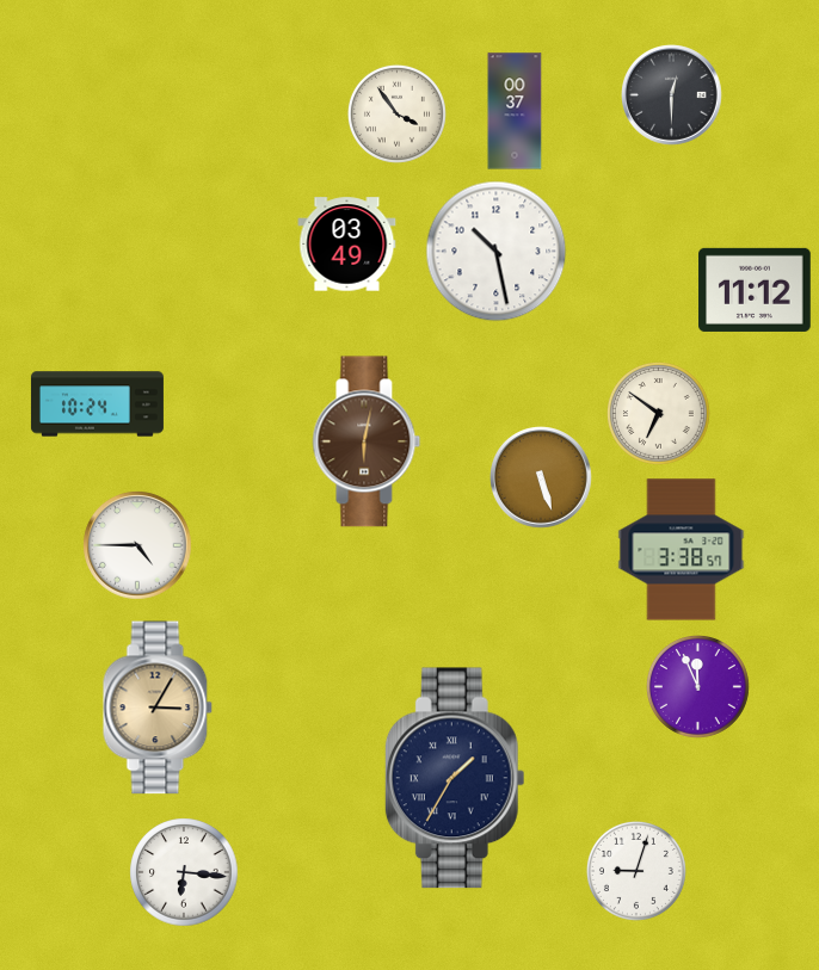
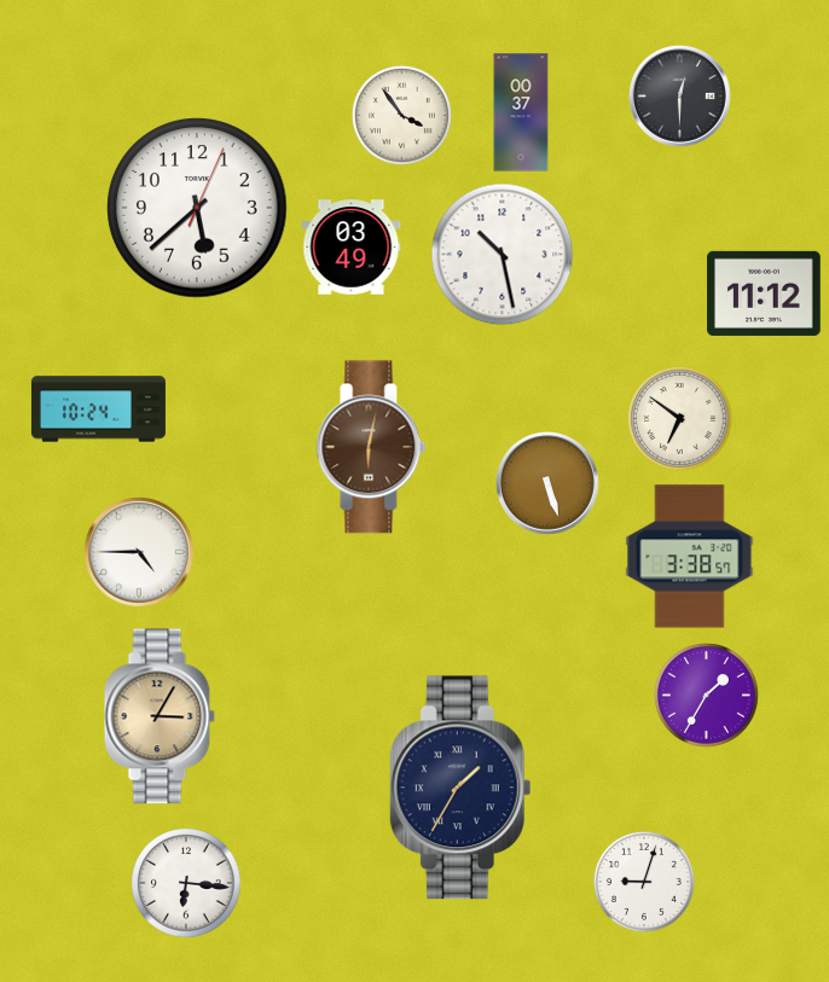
clock at (197, 208): none -> 5:38
clock at (659, 414) position: (659, 414) -> (680, 419)
clock at (698, 687): 11:56 -> 1:35
